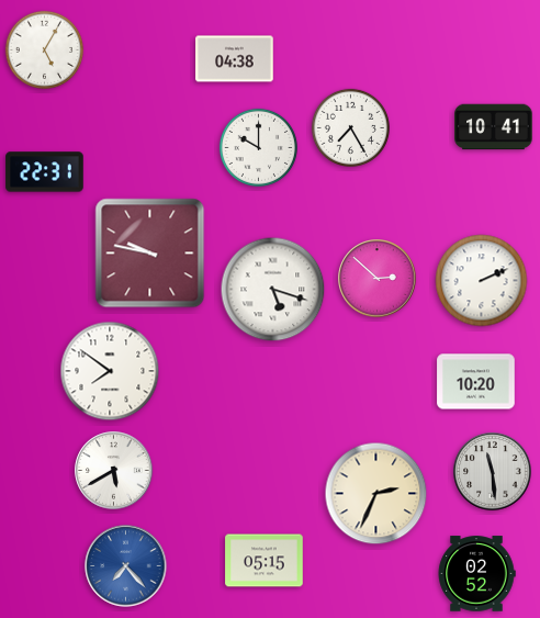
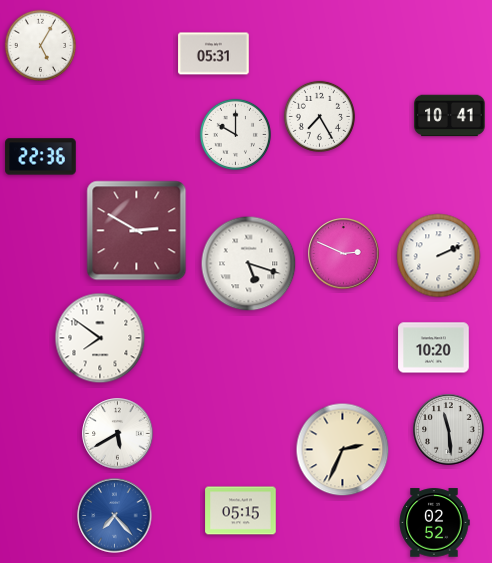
clock at (235, 59): 04:38 -> 05:31
clock at (45, 172): 22:31 -> 22:36
clock at (150, 254): 9:47 -> 2:50
clock at (378, 279): 2:52 -> 2:49
clock at (114, 471) position: (114, 471) -> (118, 434)
